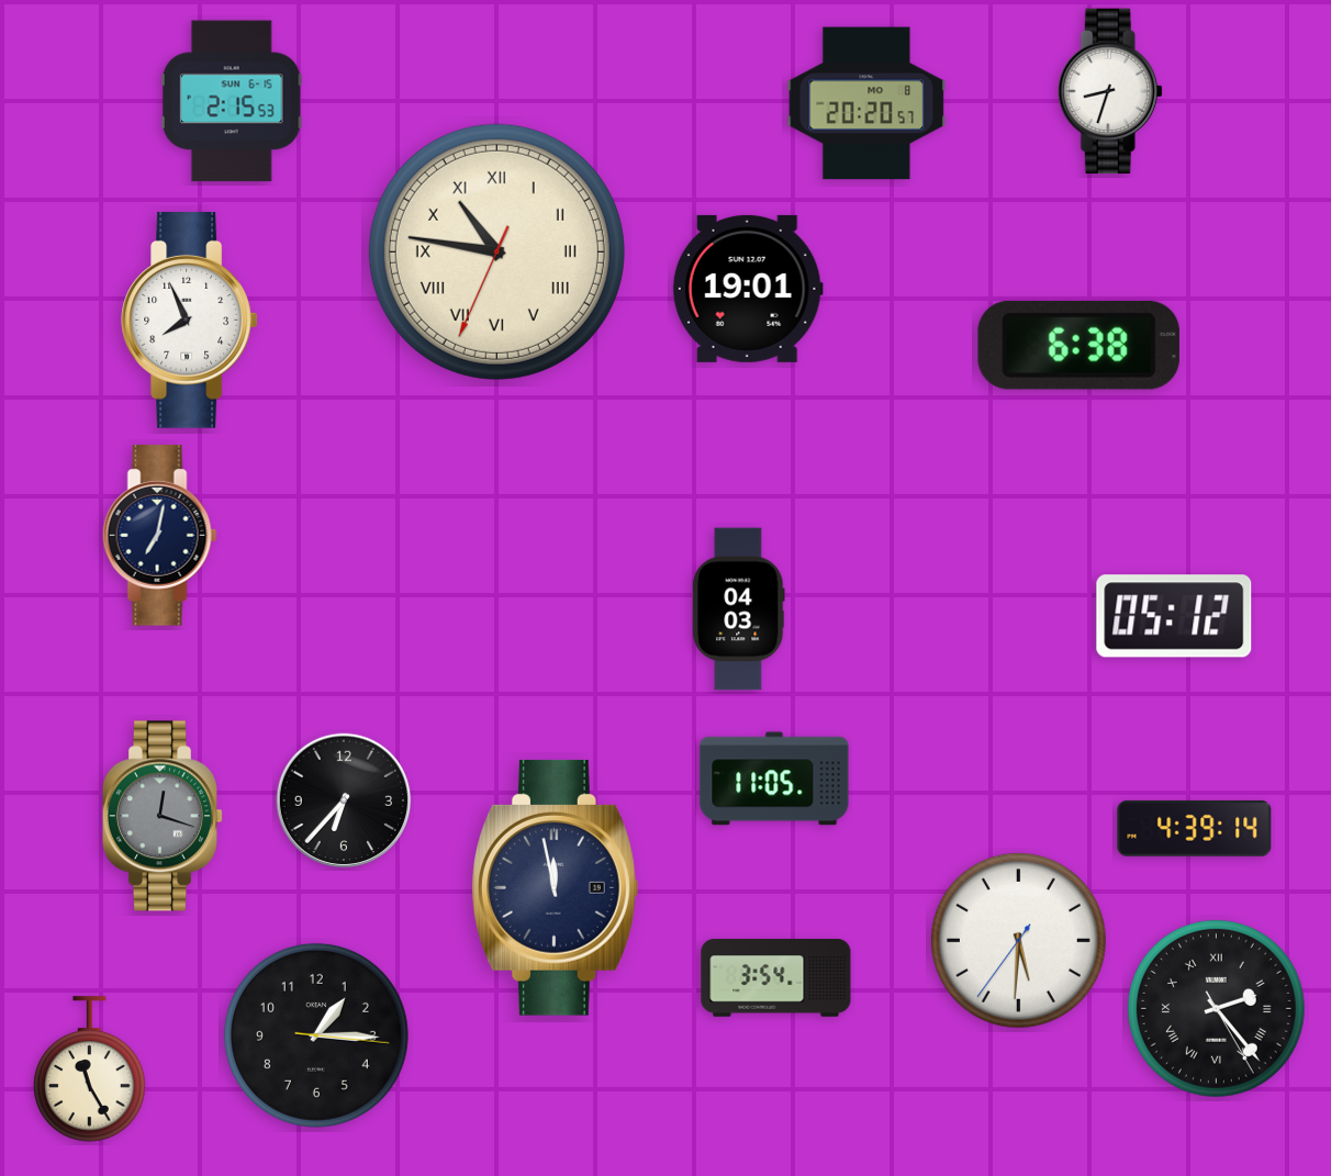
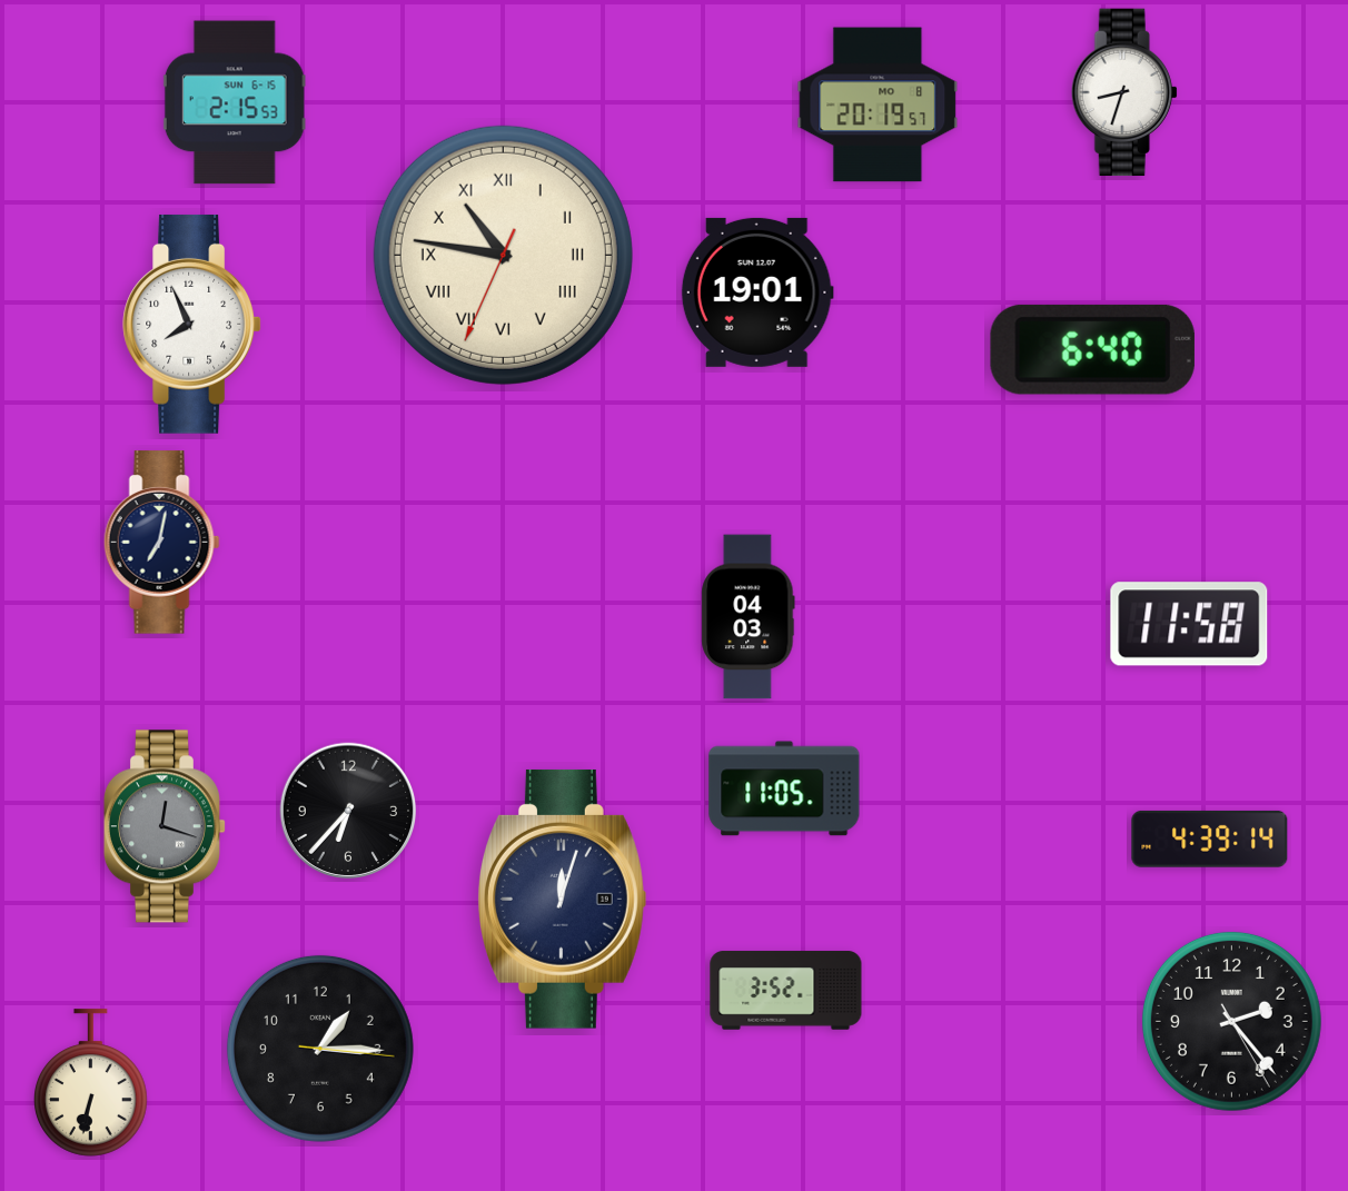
clock at (866, 103): 20:20 -> 20:19
clock at (1078, 345): 6:38 -> 6:40
clock at (1174, 616): 05:12 -> 11:58
clock at (555, 887): 11:58 -> 12:03
clock at (1018, 940): 5:30 -> none
clock at (776, 978): 3:54 -> 3:52
clock at (1216, 1008) numerals: Roman -> Arabic
clock at (90, 1069): 11:25 -> 6:32
